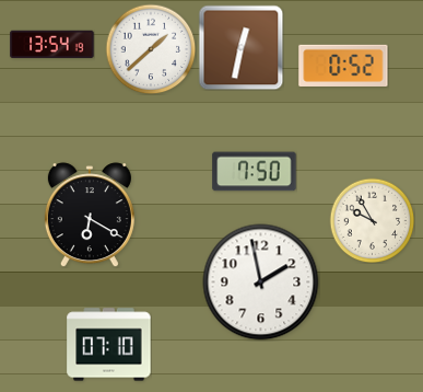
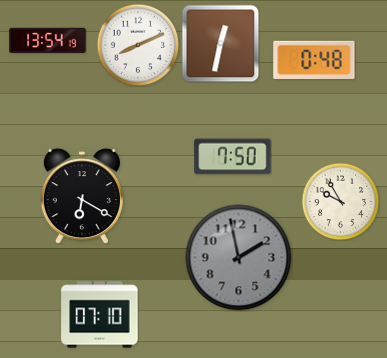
clock at (151, 49): 1:38 -> 8:11
clock at (343, 66): 0:52 -> 0:48
clock at (261, 283) dial: white -> grey
